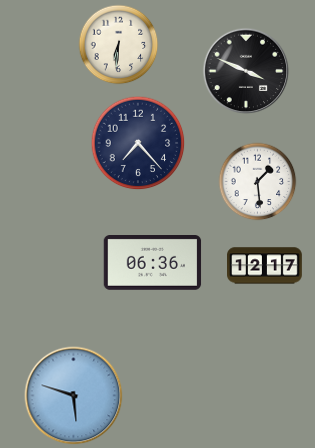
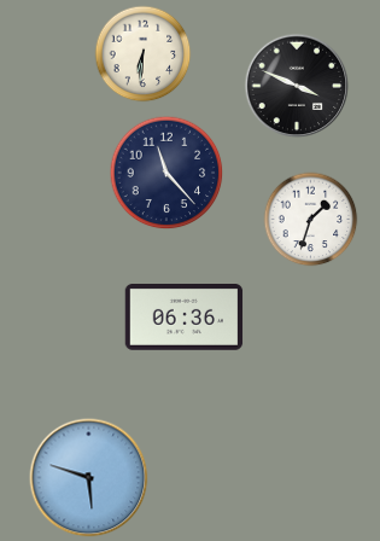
clock at (138, 143): 7:23 -> 11:23
clock at (258, 182): 1:29 -> 1:33
clock at (265, 266): 12:17 -> none
